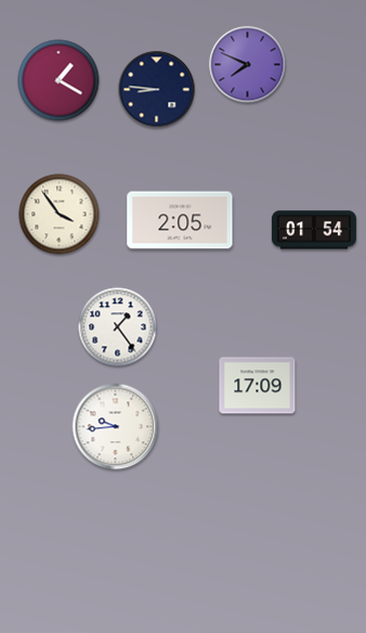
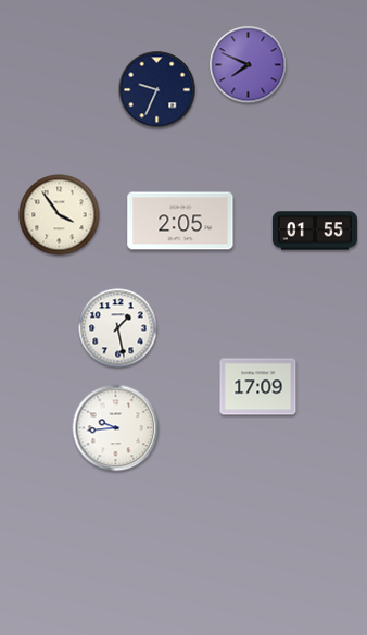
clock at (58, 80): 1:20 -> none
clock at (157, 90): 8:46 -> 9:34
clock at (314, 230): 01:54 -> 01:55
clock at (118, 327): 1:24 -> 1:28
